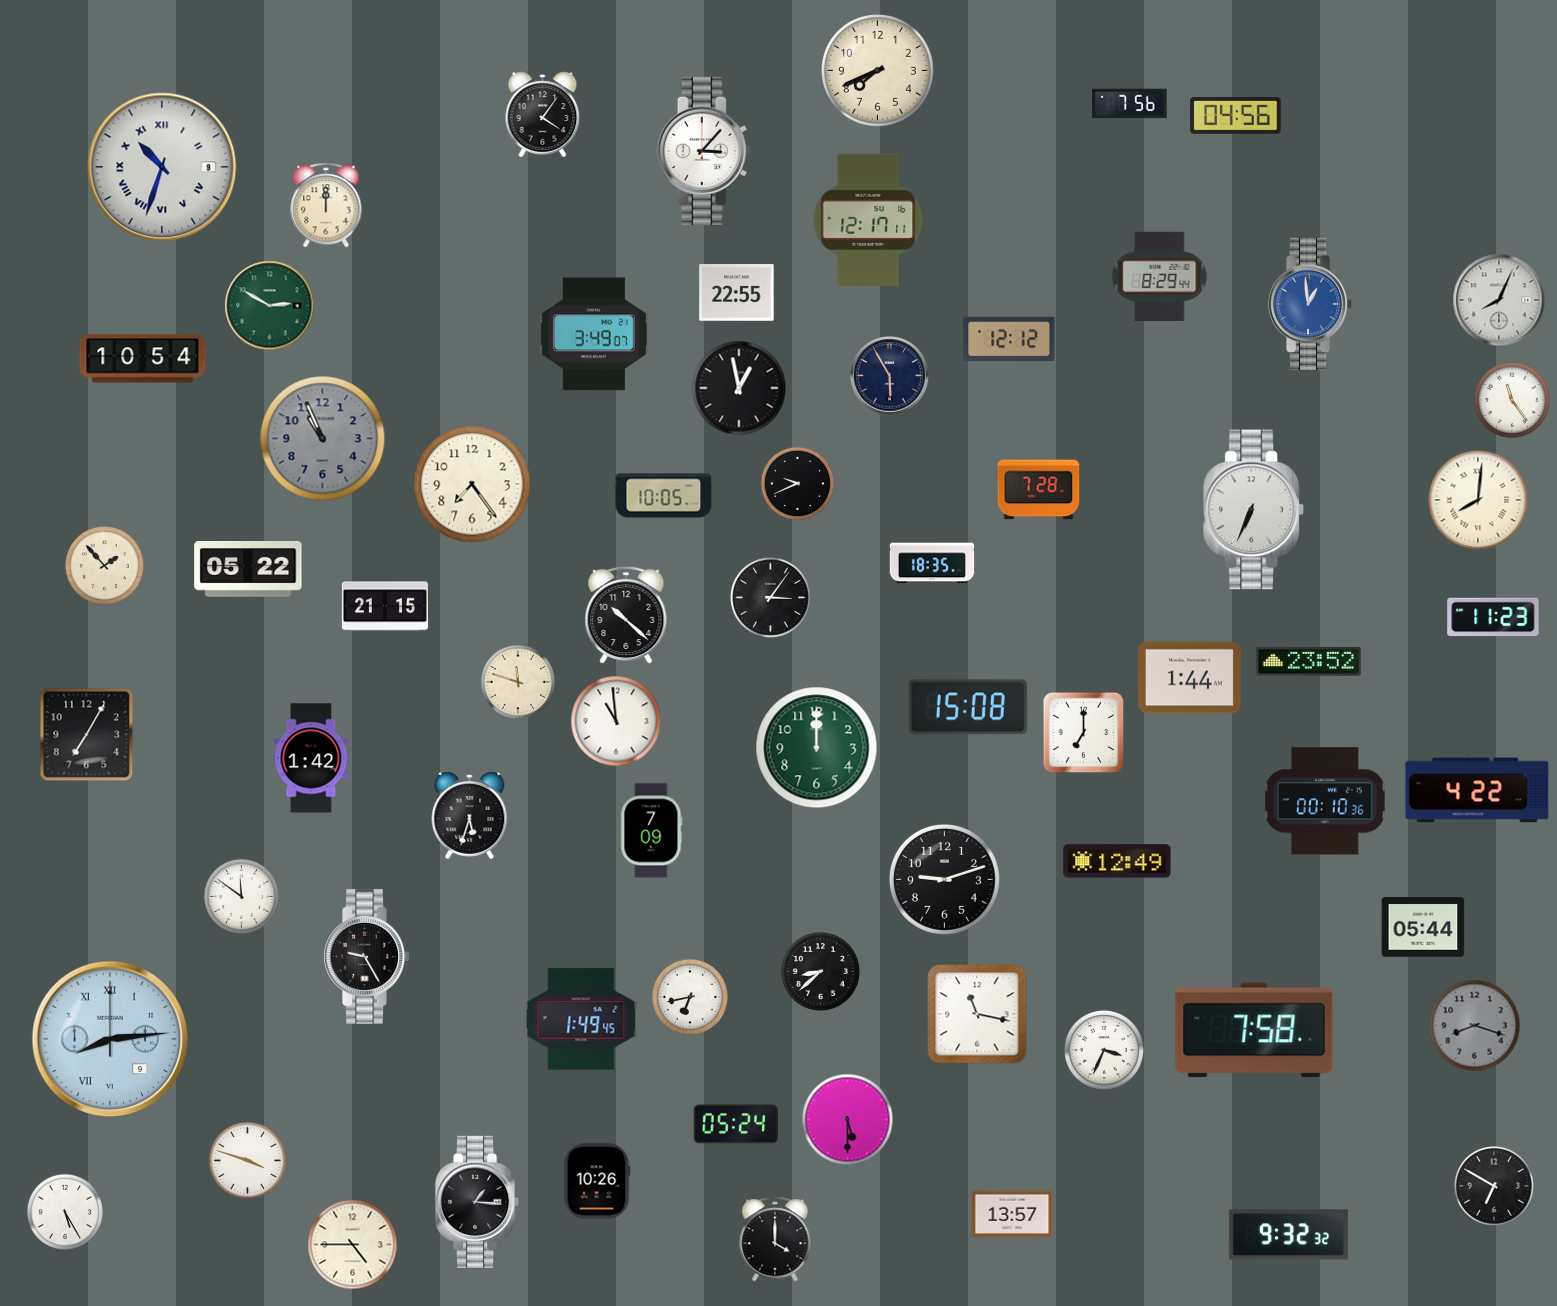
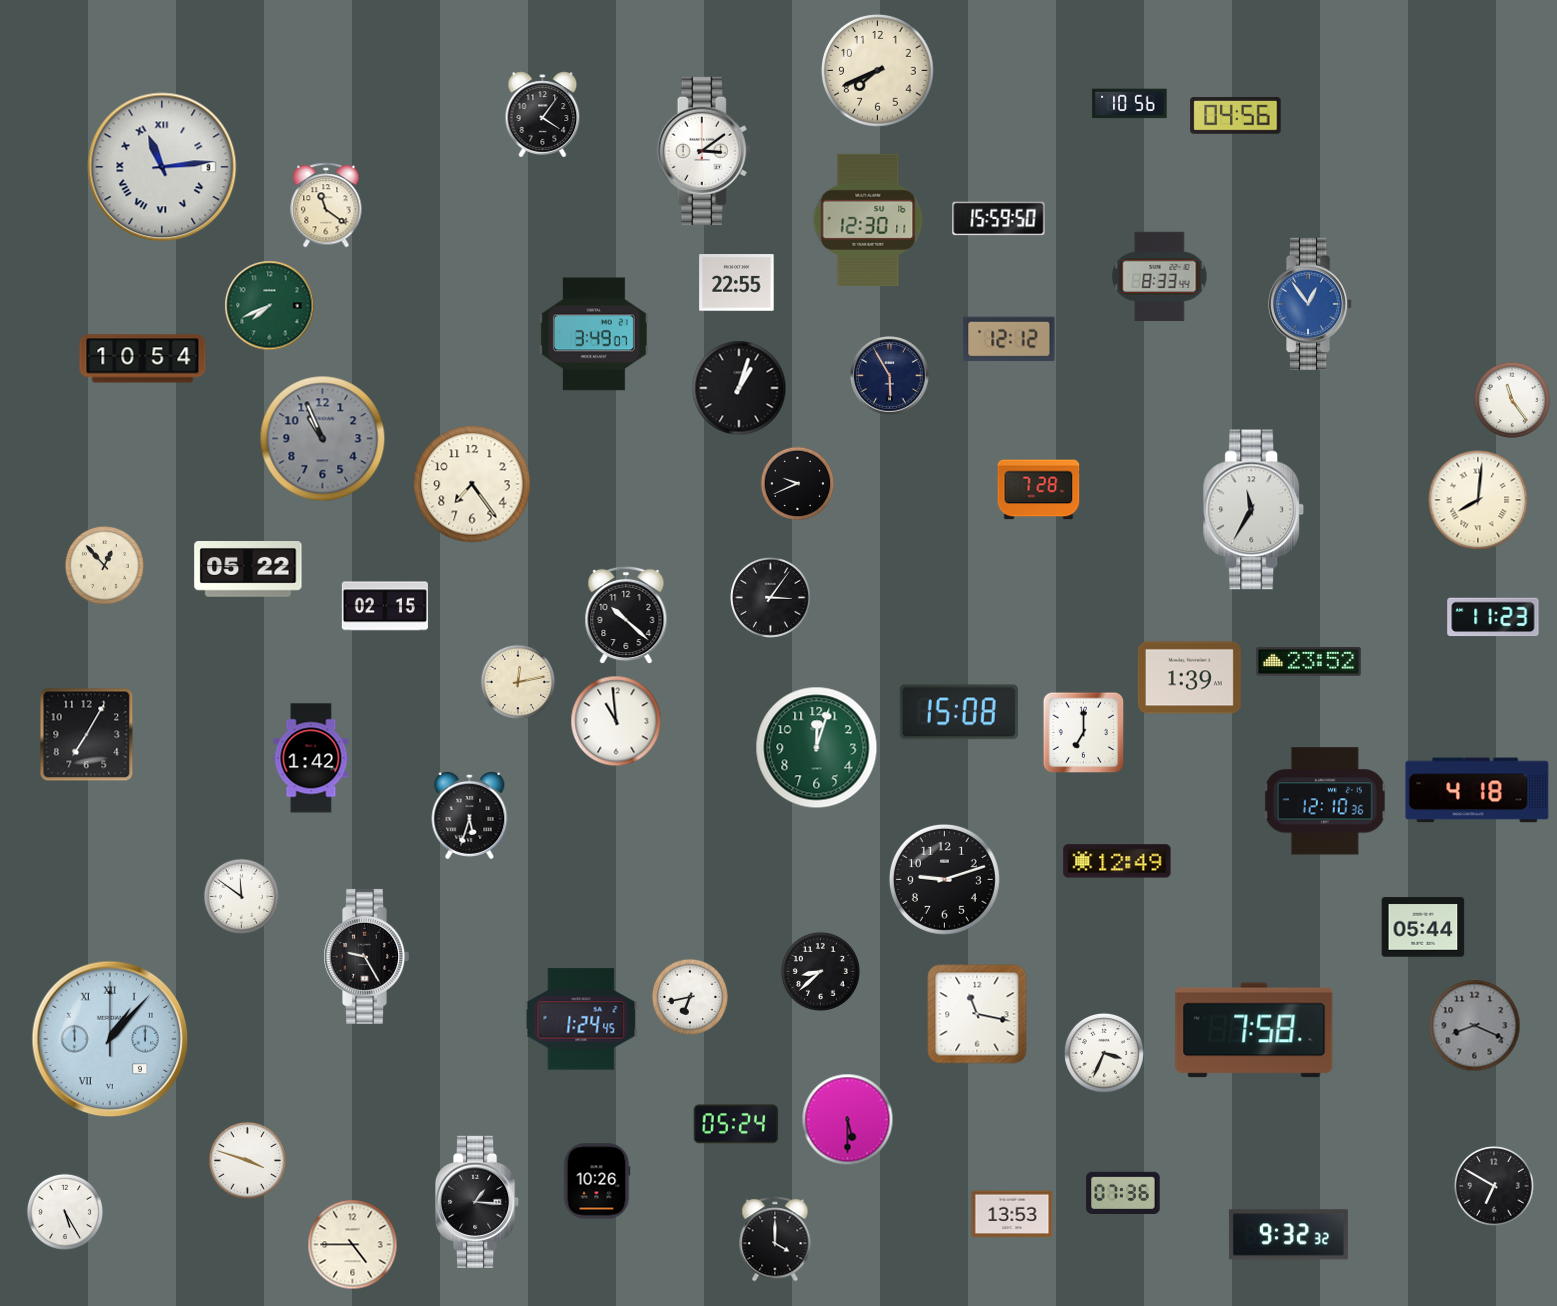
clock at (1130, 104): 7:56 -> 10:56
clock at (704, 151): 3:07 -> 3:09
clock at (162, 167): 10:33 -> 11:14
clock at (326, 205): 12:00 -> 11:21
clock at (868, 219): 12:17 -> 12:30
clock at (999, 219): none -> 15:59
clock at (1160, 276): 8:29 -> 8:33
clock at (737, 293) position: (737, 293) -> (737, 283)
clock at (1499, 300): 8:04 -> none
clock at (1311, 303): 12:59 -> 12:54
clock at (270, 306): 2:50 -> 7:41
clock at (739, 388): 12:58 -> 1:03
clock at (664, 496): 10:05 -> none
clock at (1254, 510): 6:34 -> 11:35
clock at (932, 563): 18:35 -> none
clock at (104, 565): 1:53 -> 12:53
clock at (385, 606): 21:15 -> 02:15
clock at (1189, 678): 1:44 -> 1:39
clock at (518, 682): 11:48 -> 12:13
clock at (968, 707) position: (968, 707) -> (959, 712)
clock at (817, 748): 12:00 -> 12:03
clock at (1477, 790): 4:22 -> 4:18
clock at (1325, 801): 00:10 -> 12:10
clock at (652, 831): 7:09 -> none
clock at (581, 1019): 1:49 -> 1:24
clock at (1475, 1026): 8:18 -> 8:19
clock at (110, 1039): 8:14 -> 1:07
clock at (1104, 1050) position: (1104, 1050) -> (1104, 1053)
clock at (1123, 1192): none -> 07:36
clock at (1012, 1214): 13:57 -> 13:53
